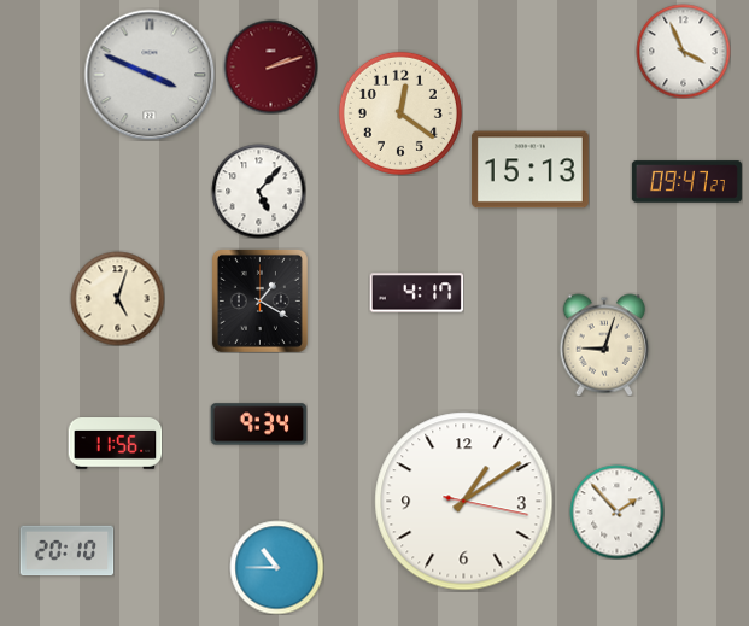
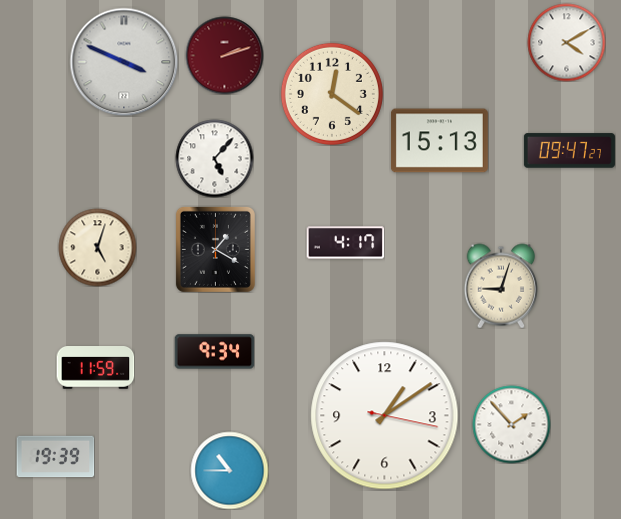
clock at (683, 51): 3:56 -> 4:10
clock at (115, 444): 11:56 -> 11:59
clock at (66, 551): 20:10 -> 19:39
